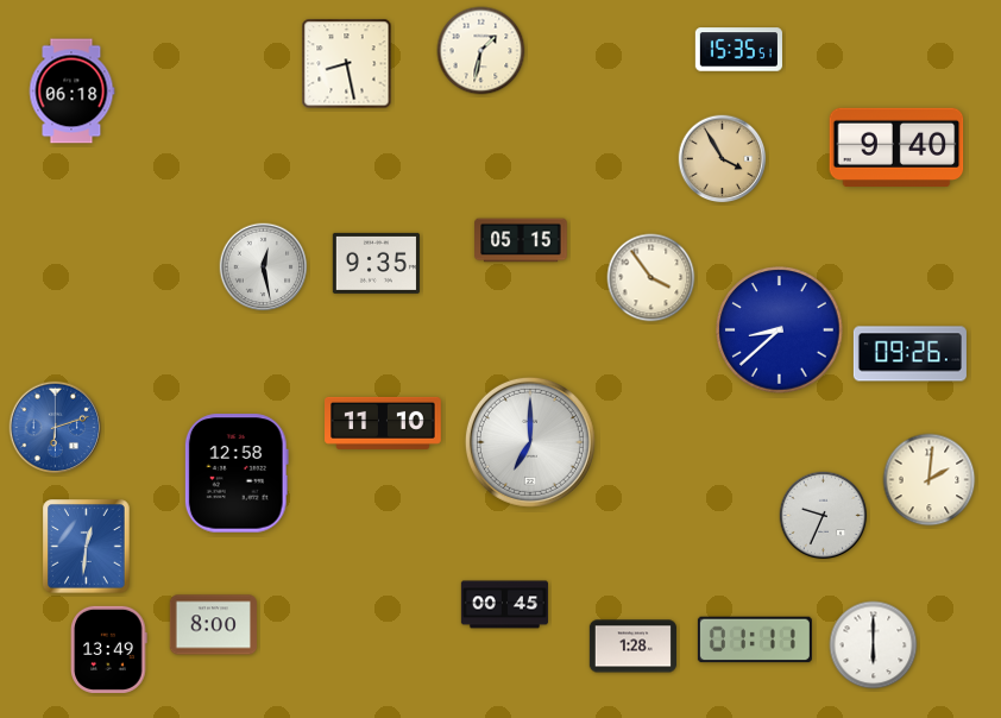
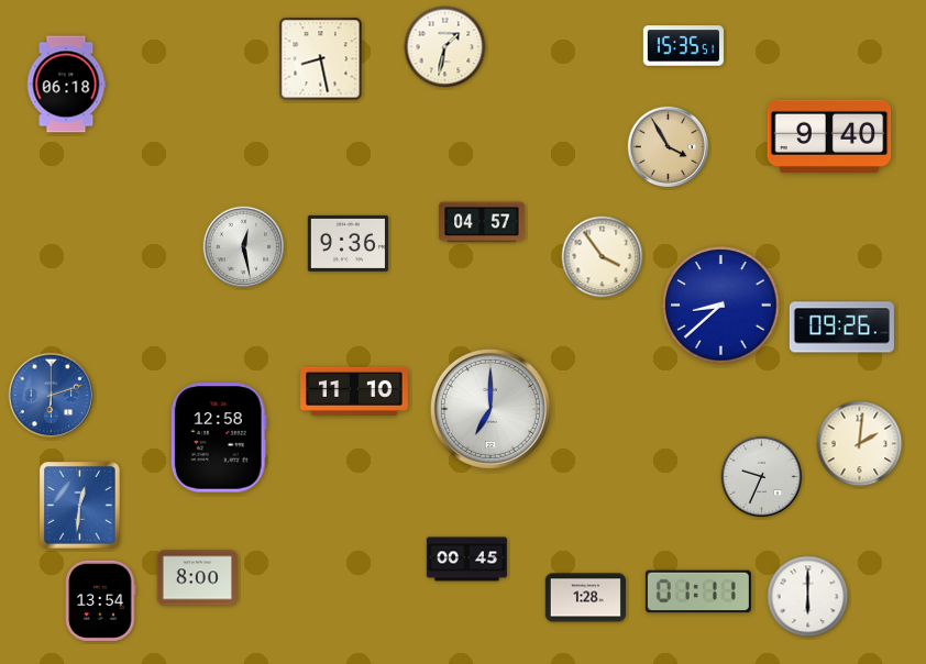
clock at (521, 240): 05:15 -> 04:57
clock at (376, 263): 9:35 -> 9:36
clock at (109, 649): 13:49 -> 13:54
